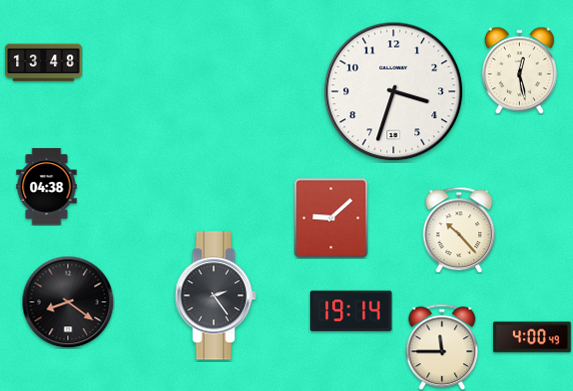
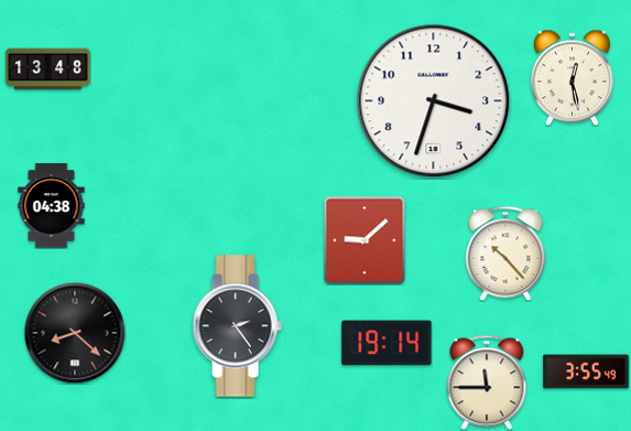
clock at (68, 302): 8:21 -> 8:22
clock at (532, 337): 4:00 -> 3:55
